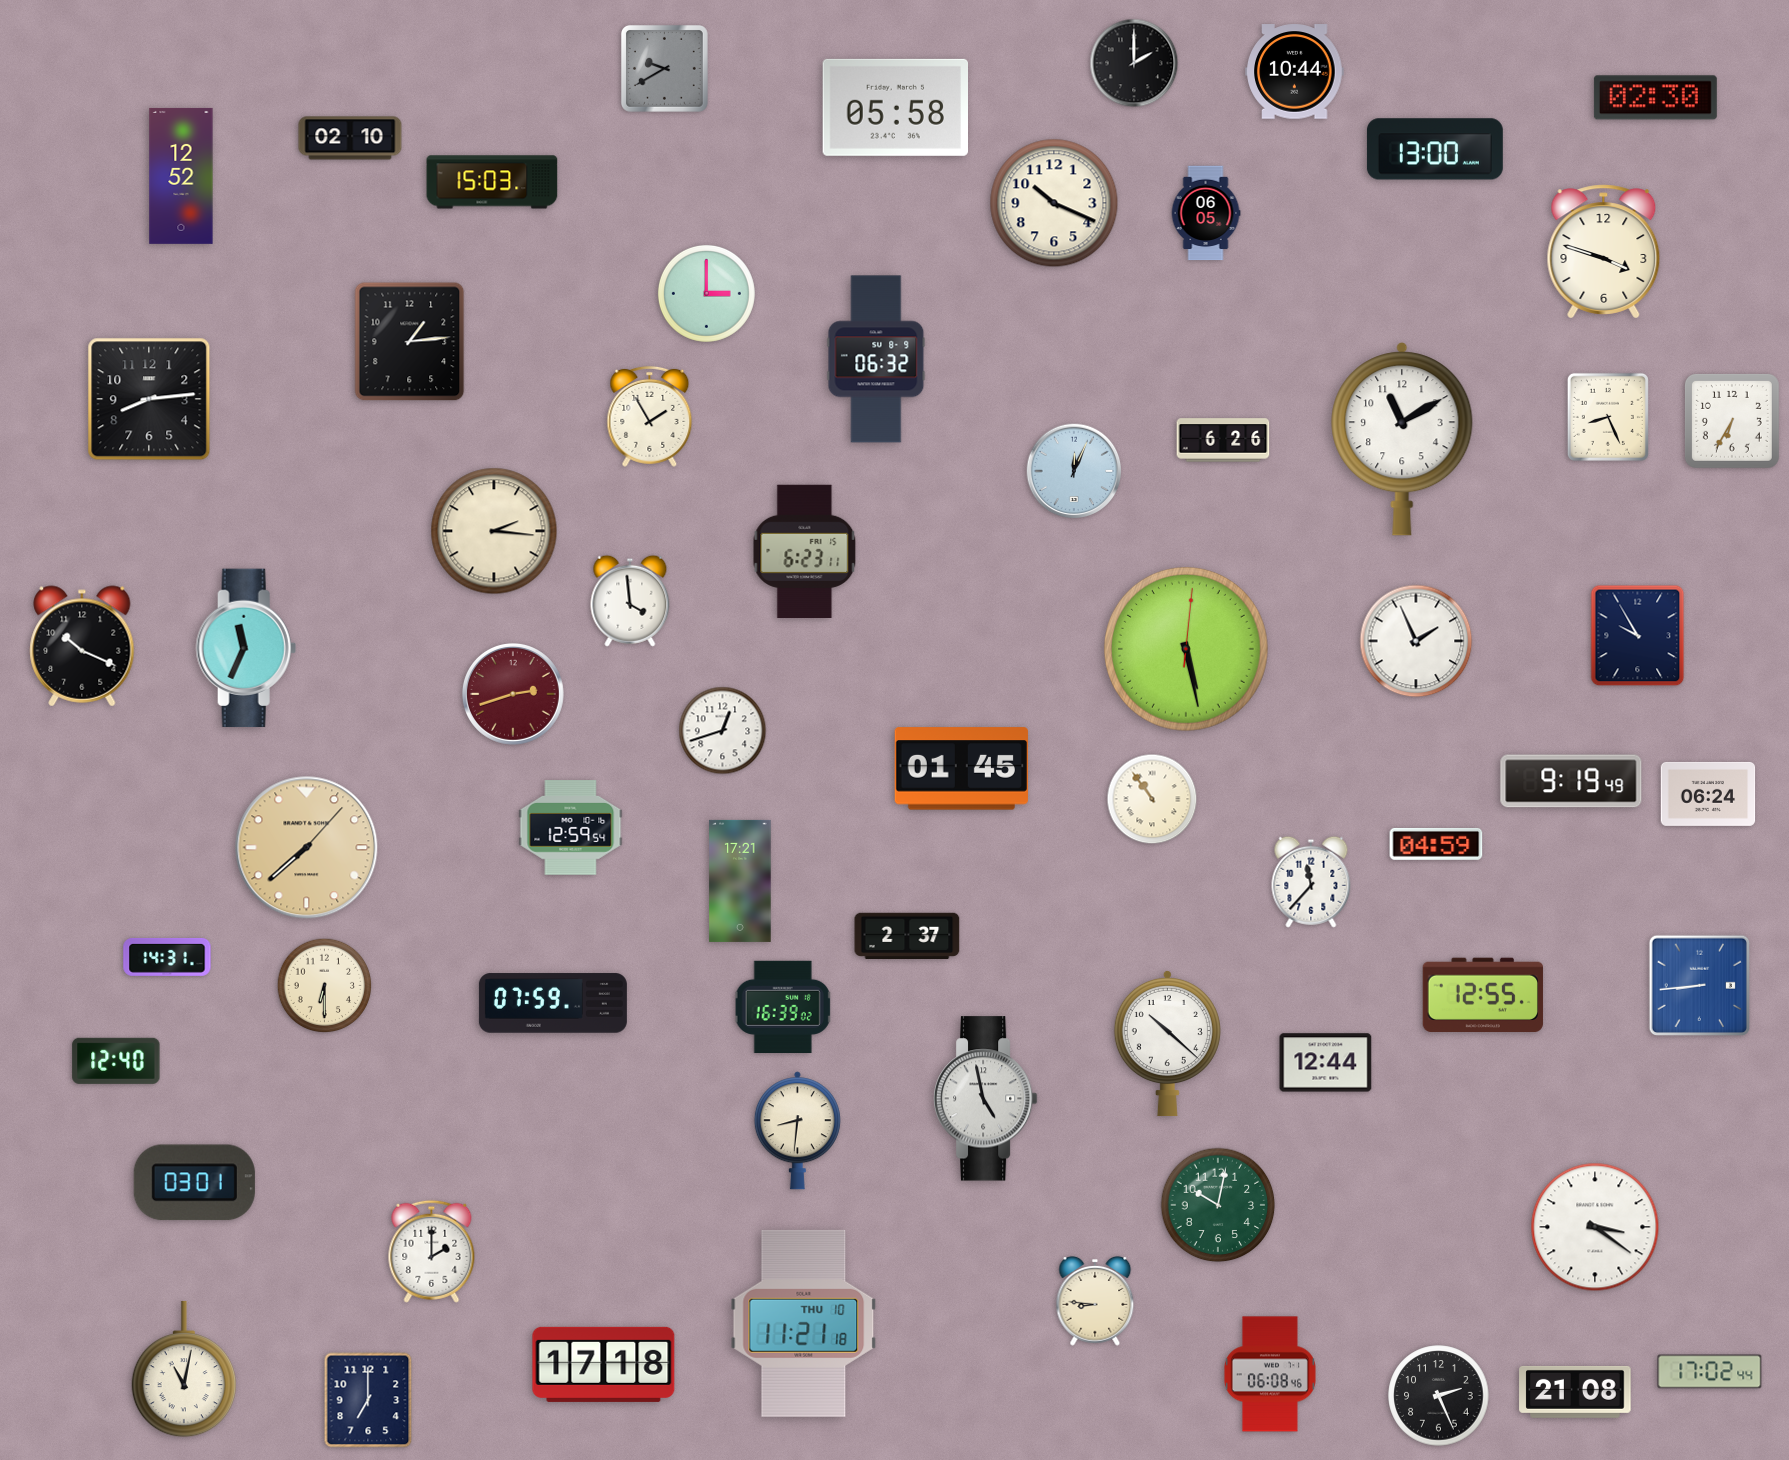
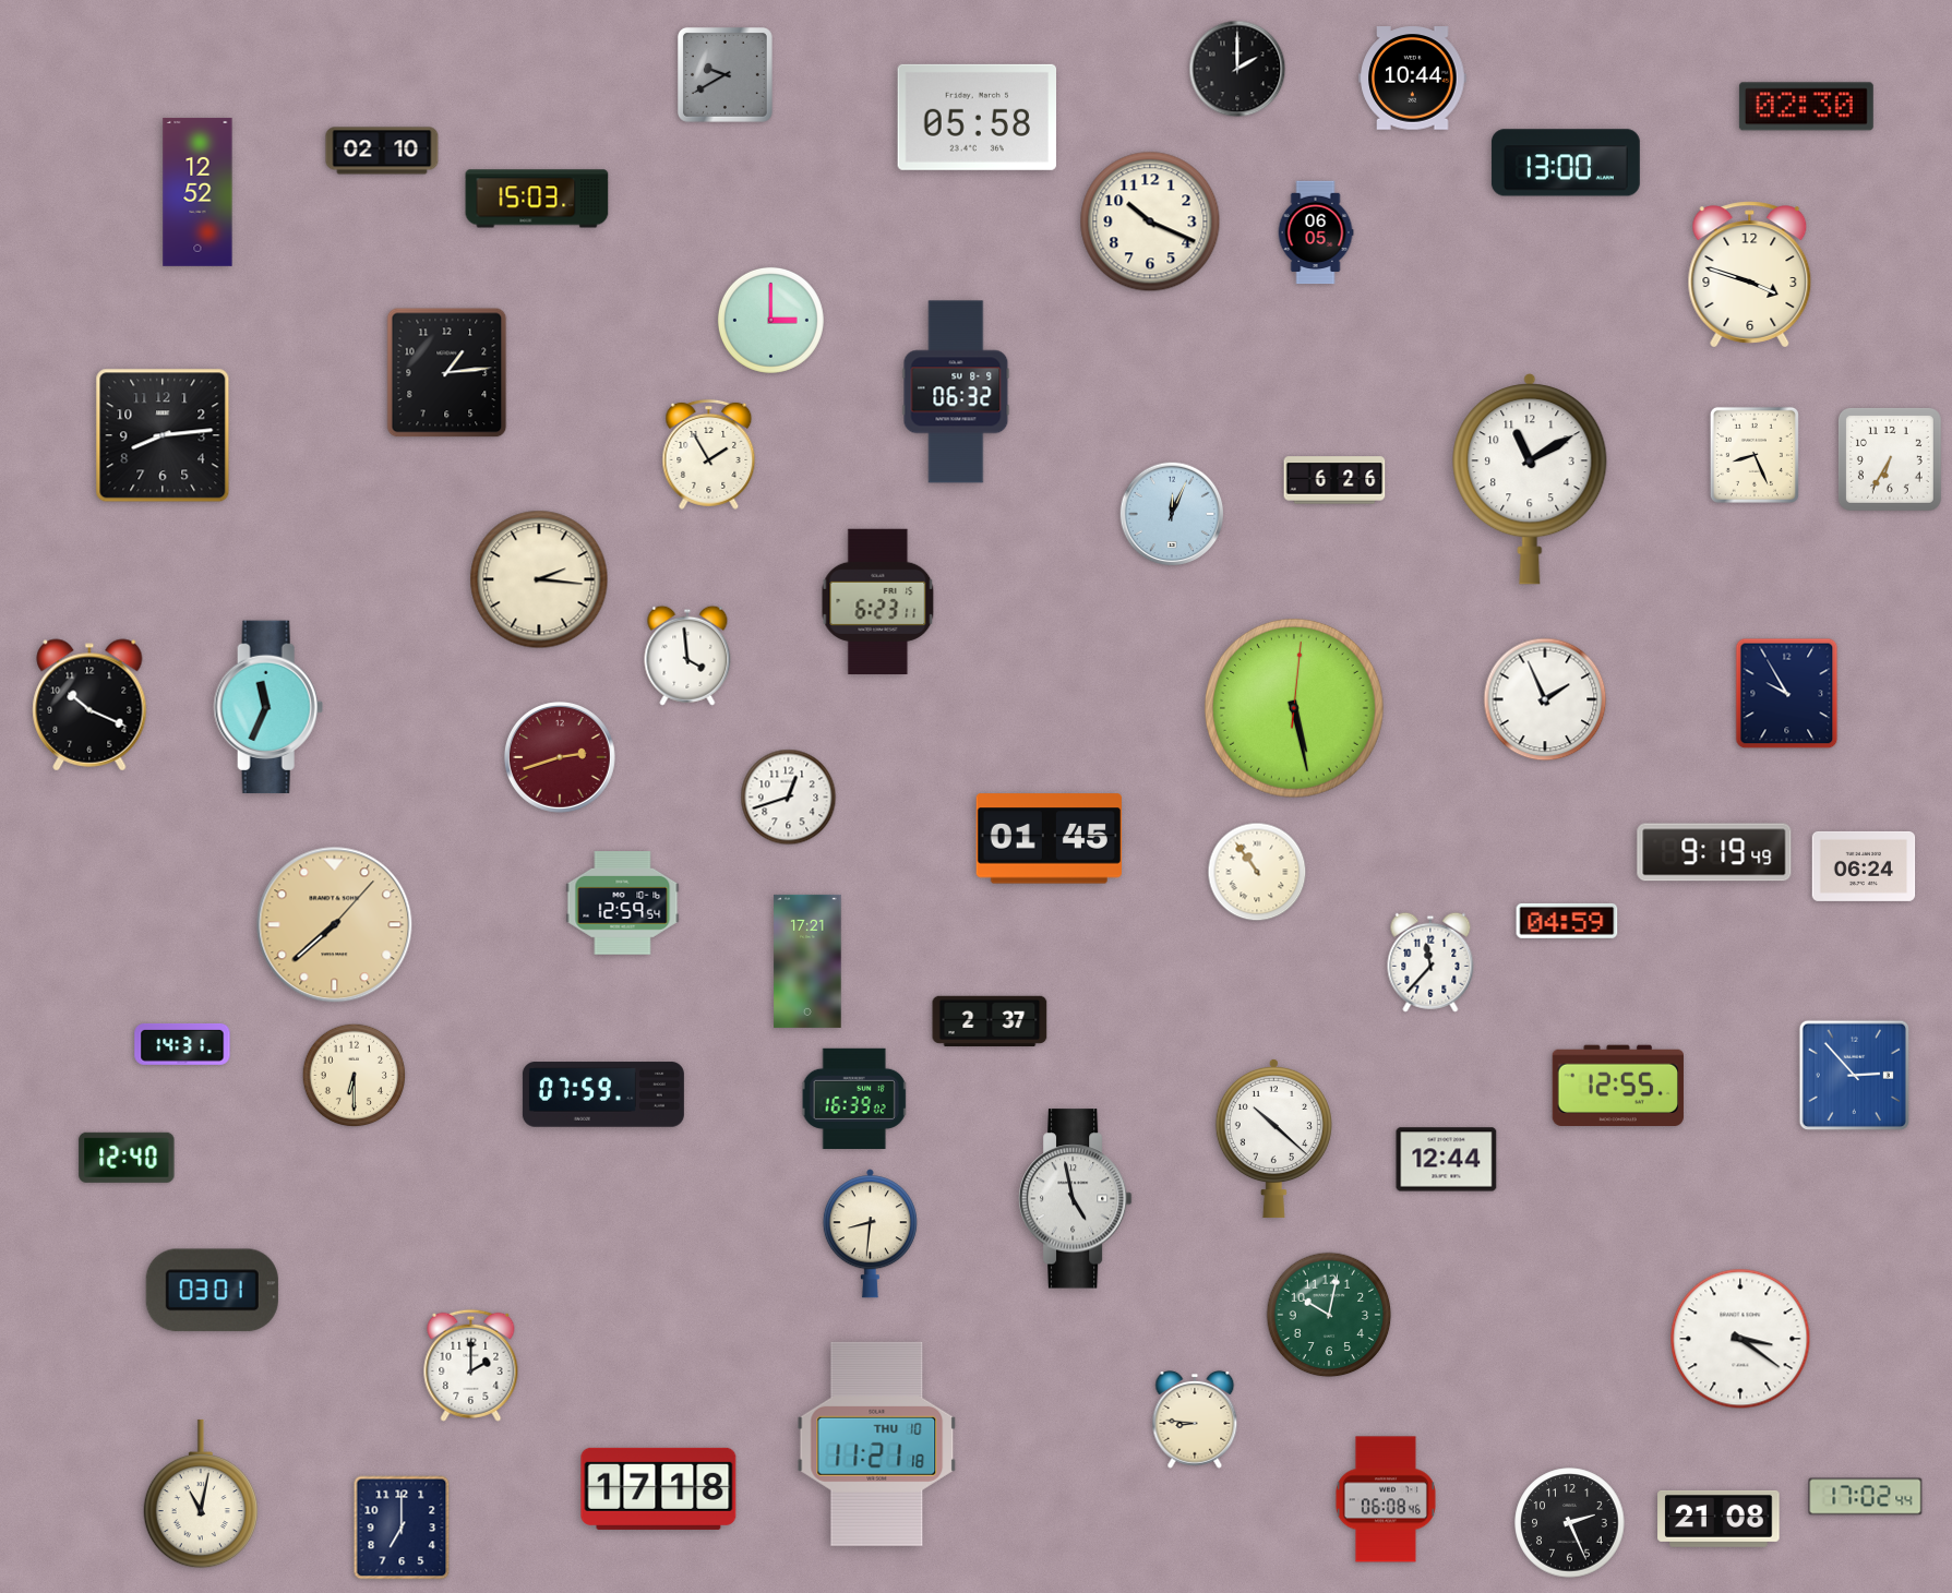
clock at (1700, 986): 8:44 -> 2:53
